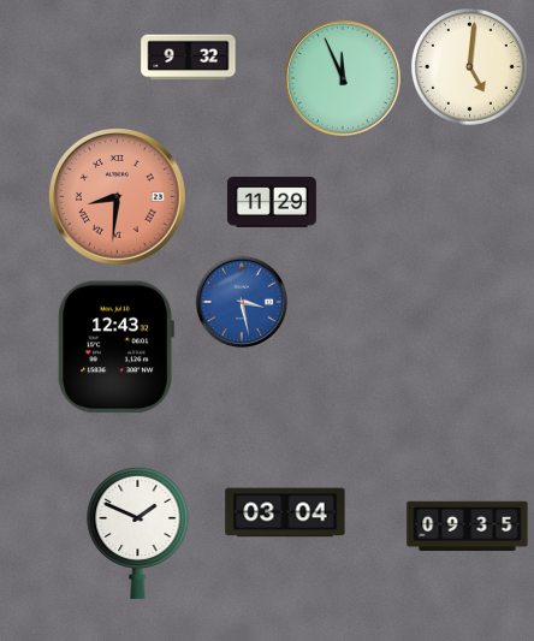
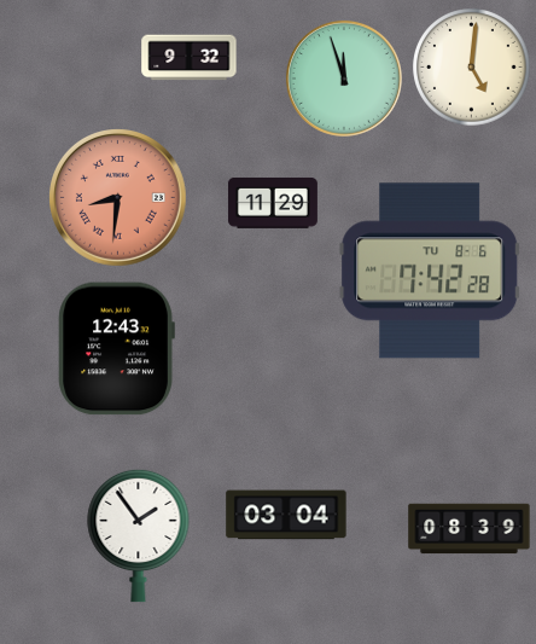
clock at (343, 78): 11:56 -> 11:57
clock at (430, 271): none -> 7:42
clock at (241, 301): 3:28 -> none
clock at (468, 527): 09:35 -> 08:39
clock at (138, 533): 1:49 -> 1:54
